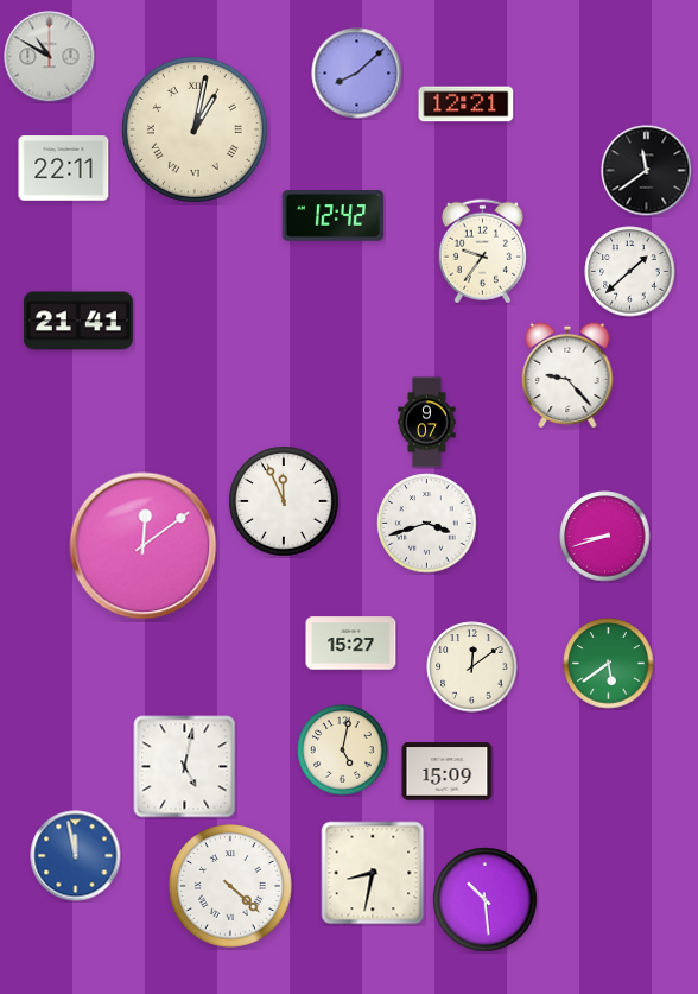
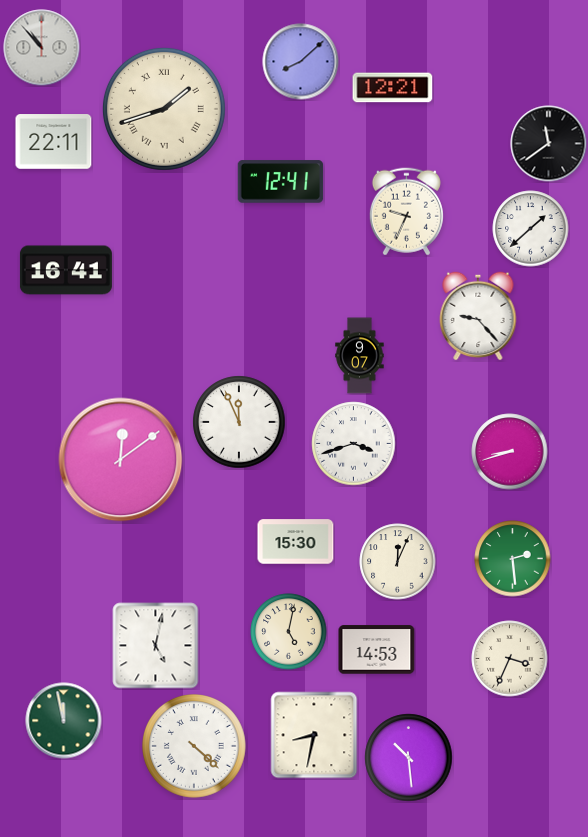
clock at (50, 57): 10:50 -> 10:53
clock at (195, 129): 1:02 -> 1:42
clock at (647, 171) position: (647, 171) -> (549, 144)
clock at (334, 216): 12:42 -> 12:41
clock at (482, 252): 9:36 -> 9:34
clock at (78, 321): 21:41 -> 16:41
clock at (427, 524) position: (427, 524) -> (354, 444)
clock at (351, 644): 15:27 -> 15:30
clock at (609, 664): 5:39 -> 2:29
clock at (472, 667): 12:09 -> 12:04
clock at (448, 772): 15:09 -> 14:53
clock at (510, 659): none -> 3:34
clock at (76, 856) dial: blue -> green
